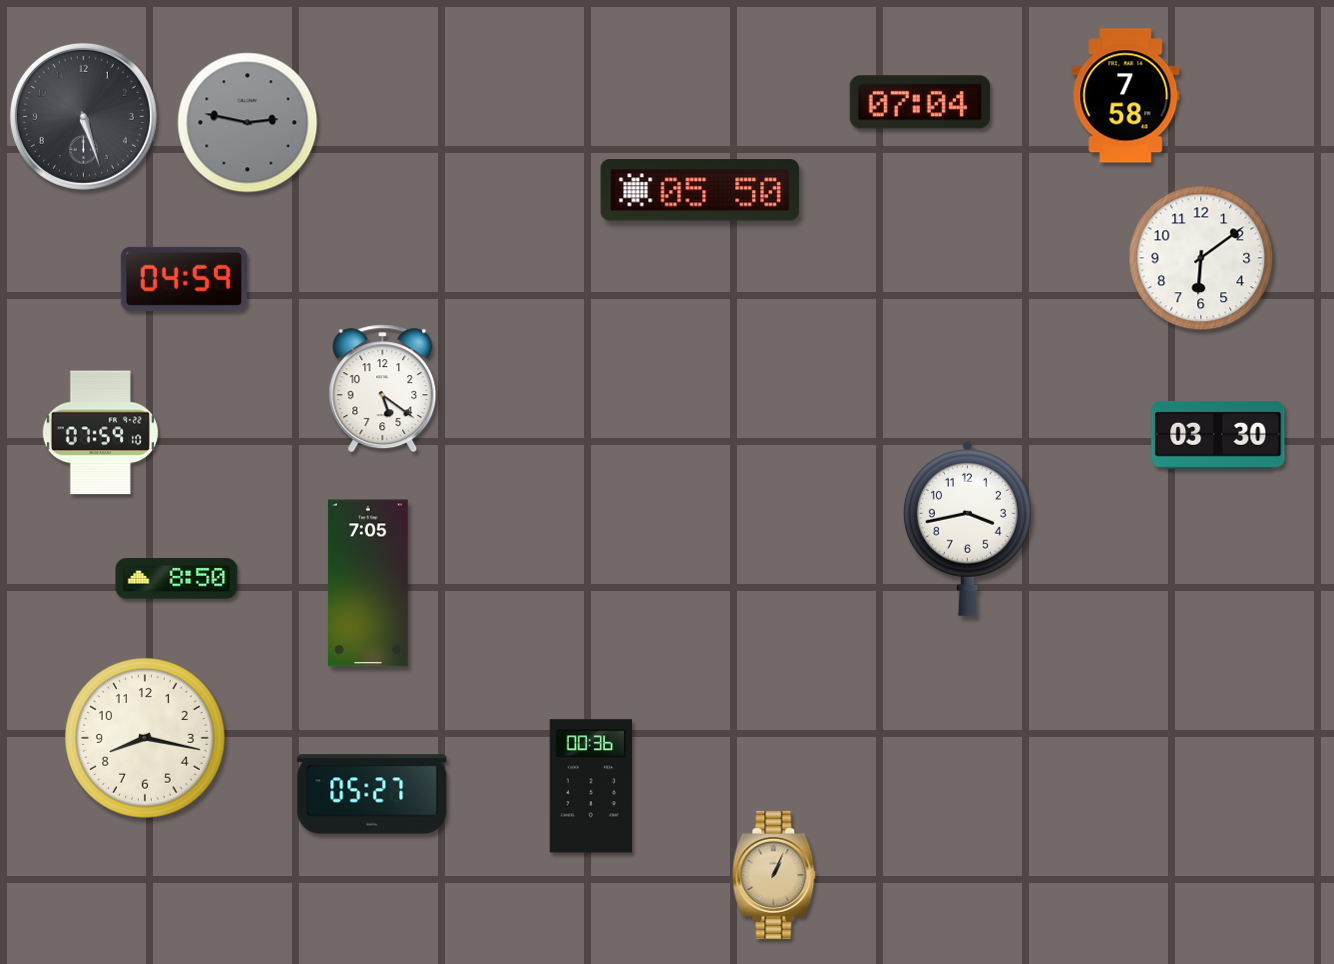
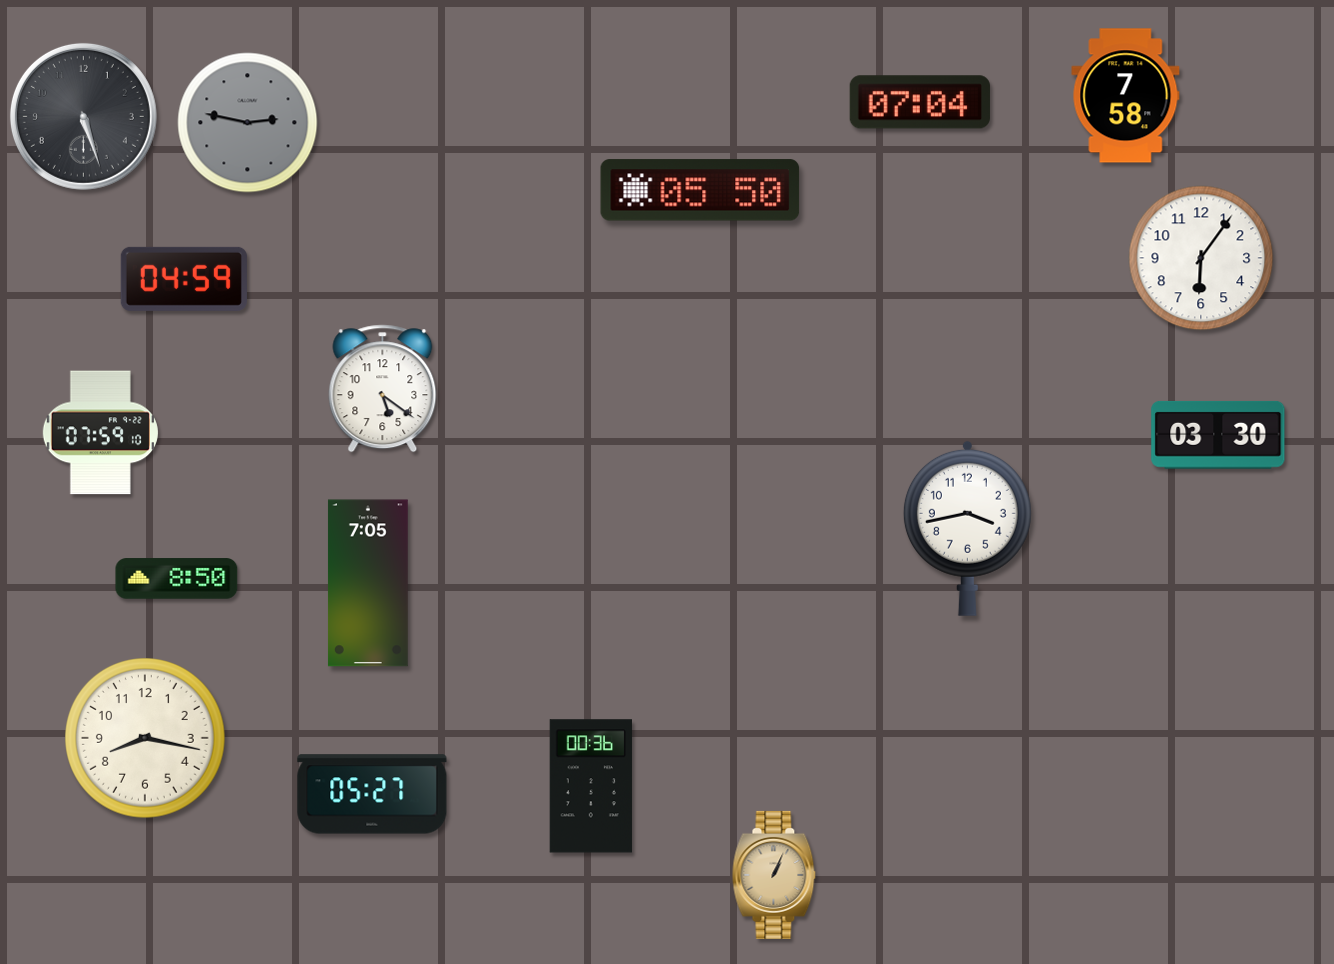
clock at (1201, 258): 6:09 -> 6:06
